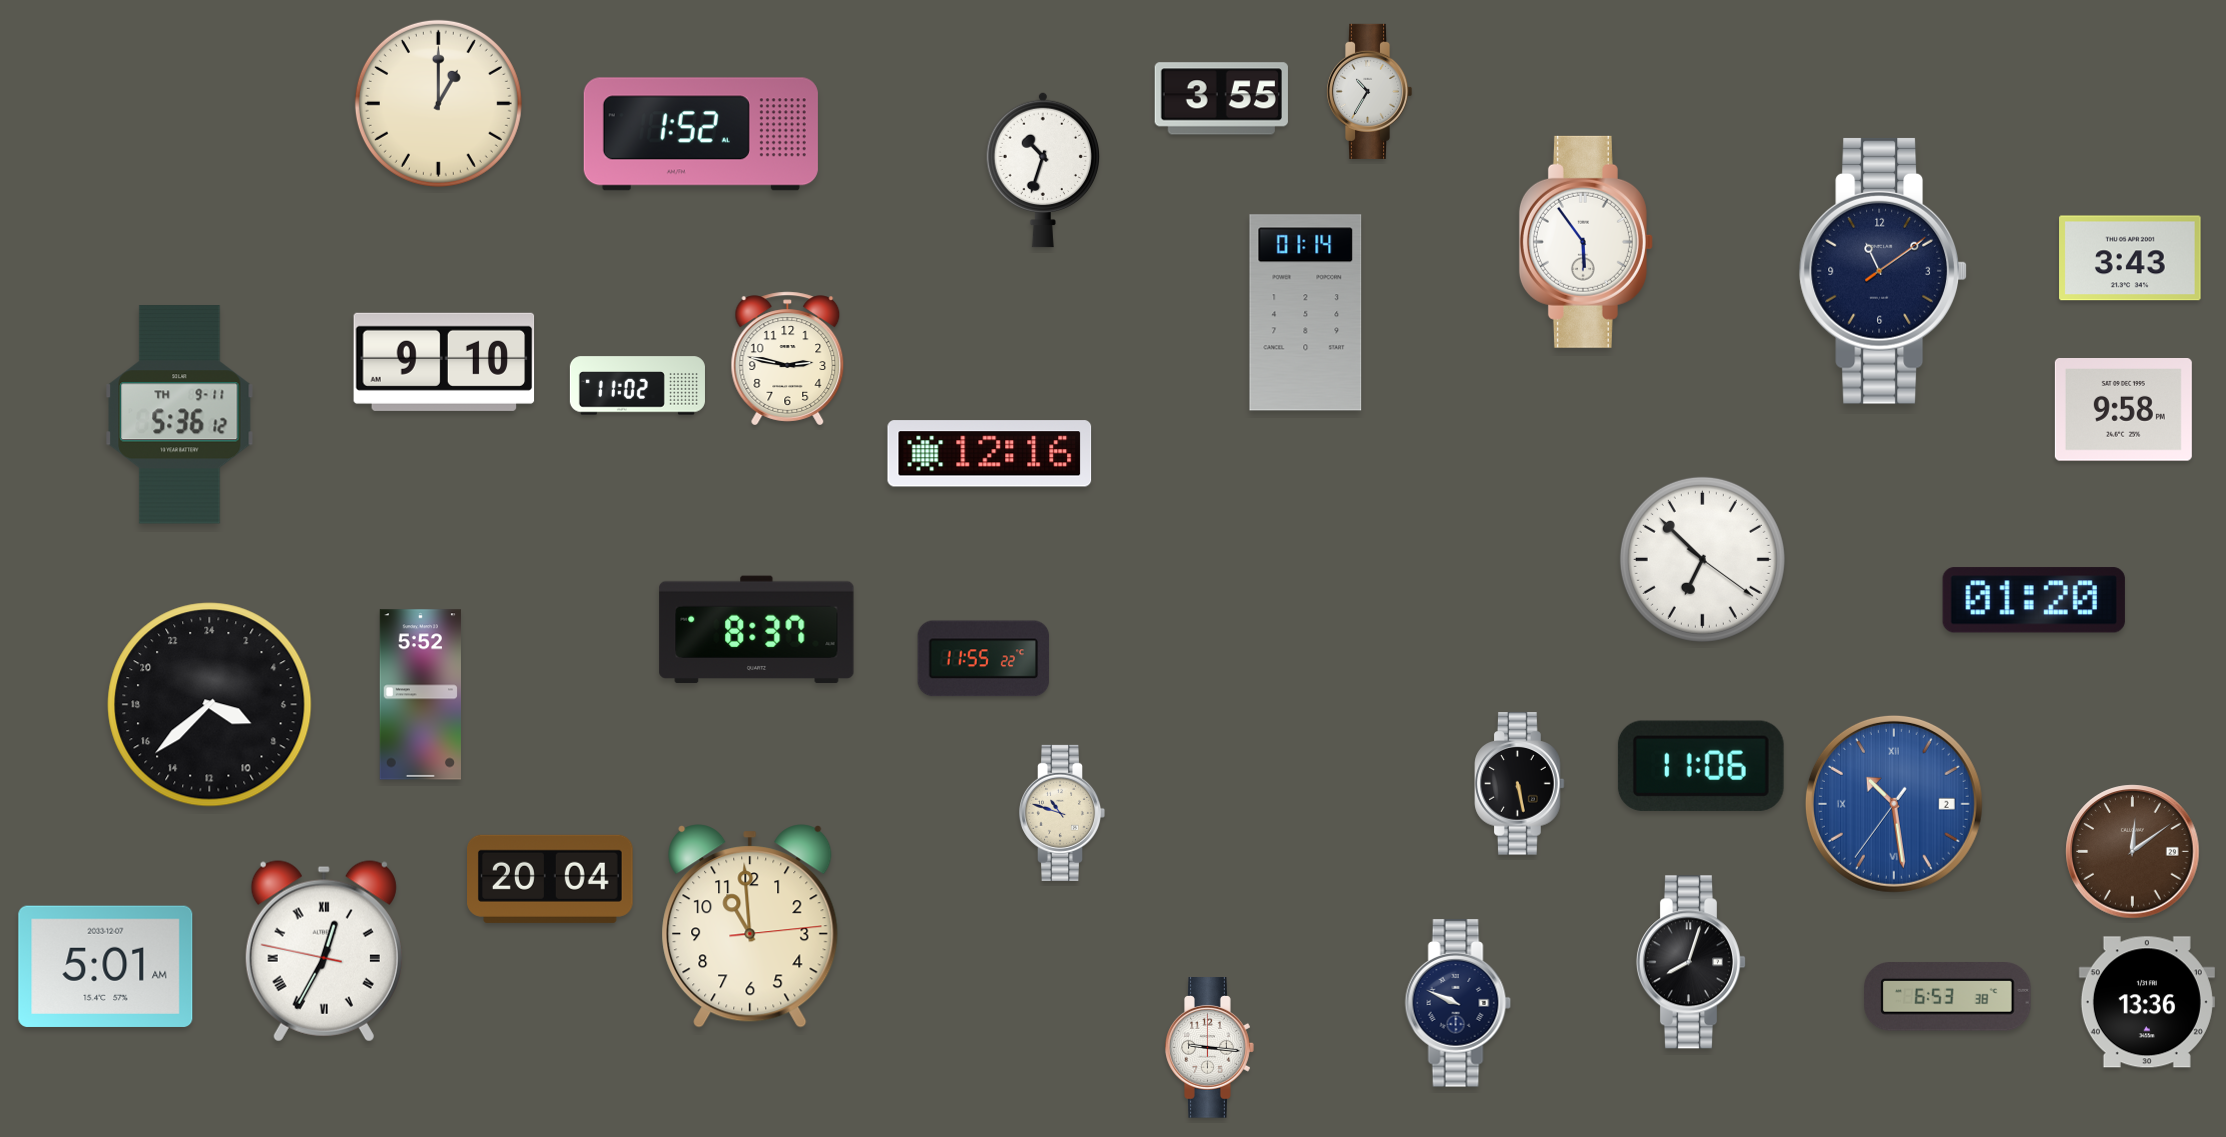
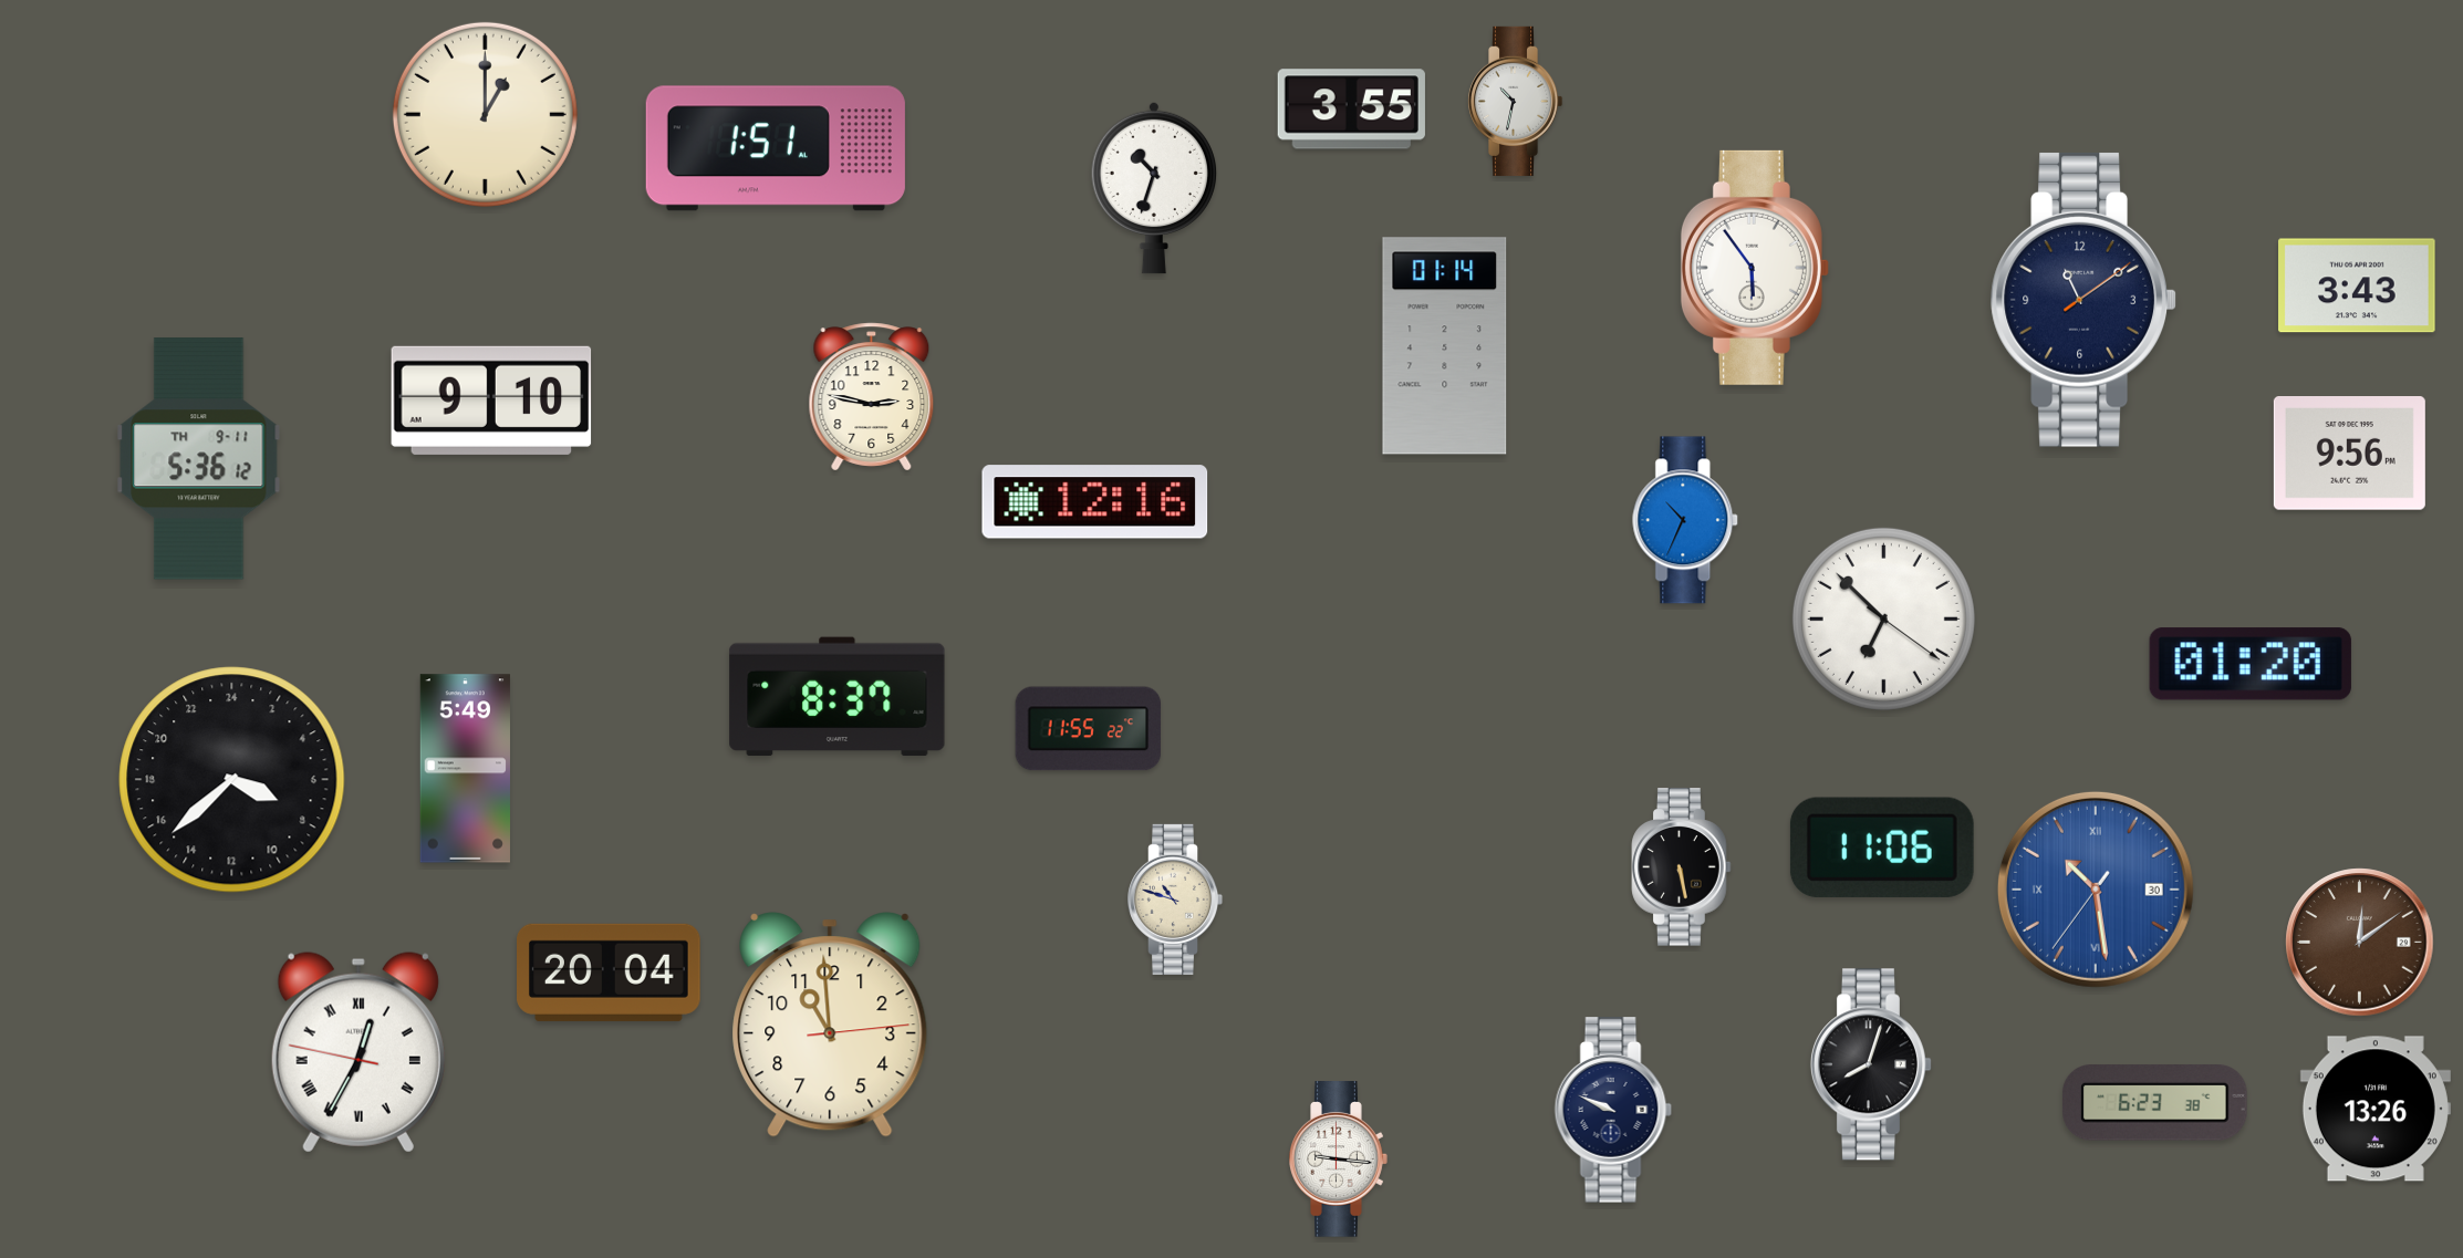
clock at (1369, 91): 10:35 -> 10:32
clock at (701, 134): 1:52 -> 1:51
clock at (637, 386): 11:02 -> none
clock at (2123, 410): 9:58 -> 9:56
clock at (1686, 520): none -> 10:34
clock at (420, 695): 5:52 -> 5:49
clock at (1894, 804) date: 2 -> 30
clock at (106, 966): 5:01 -> none
clock at (1948, 997): 6:53 -> 6:23
clock at (2147, 1002): 13:36 -> 13:26
